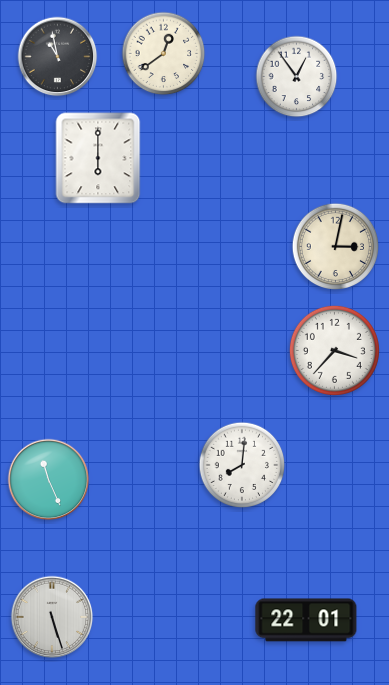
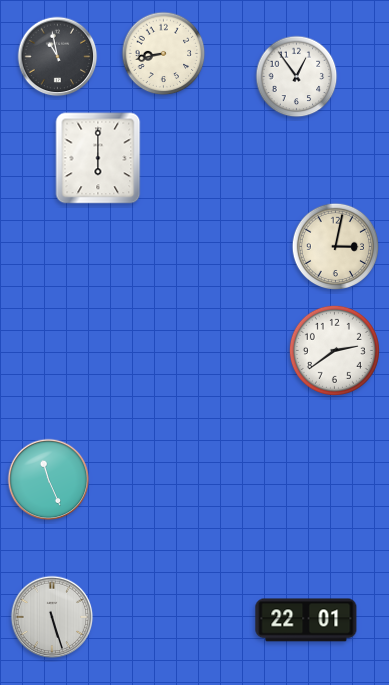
clock at (164, 54): 12:39 -> 8:43
clock at (334, 350): 3:37 -> 2:39
clock at (242, 465): 8:01 -> none
